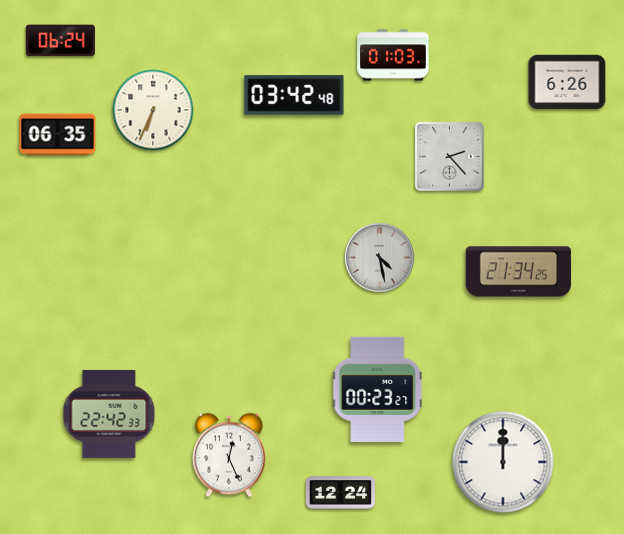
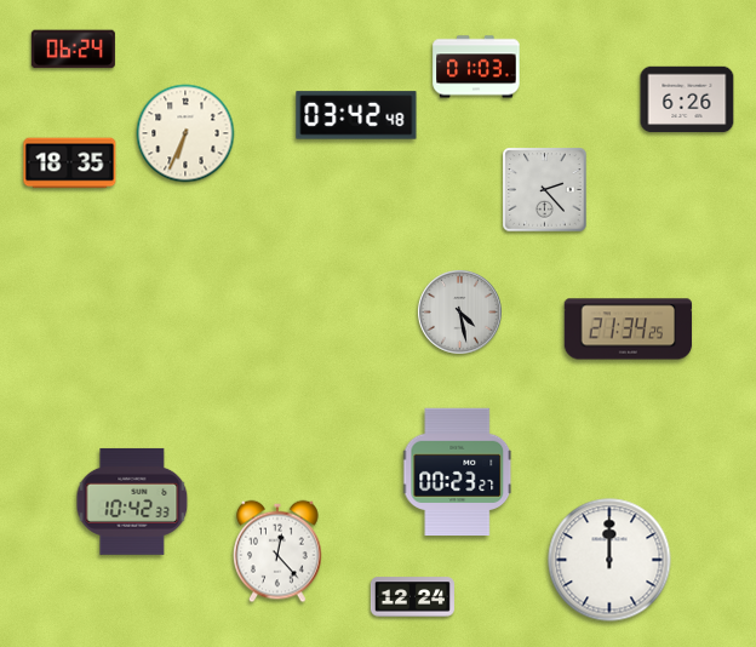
clock at (58, 135): 06:35 -> 18:35
clock at (109, 414): 22:42 -> 10:42
clock at (229, 455): 12:26 -> 12:23
